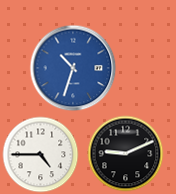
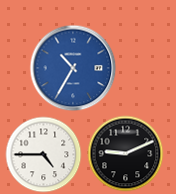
clock at (73, 68): 10:33 -> 10:35
clock at (41, 155) position: (41, 155) -> (44, 155)
